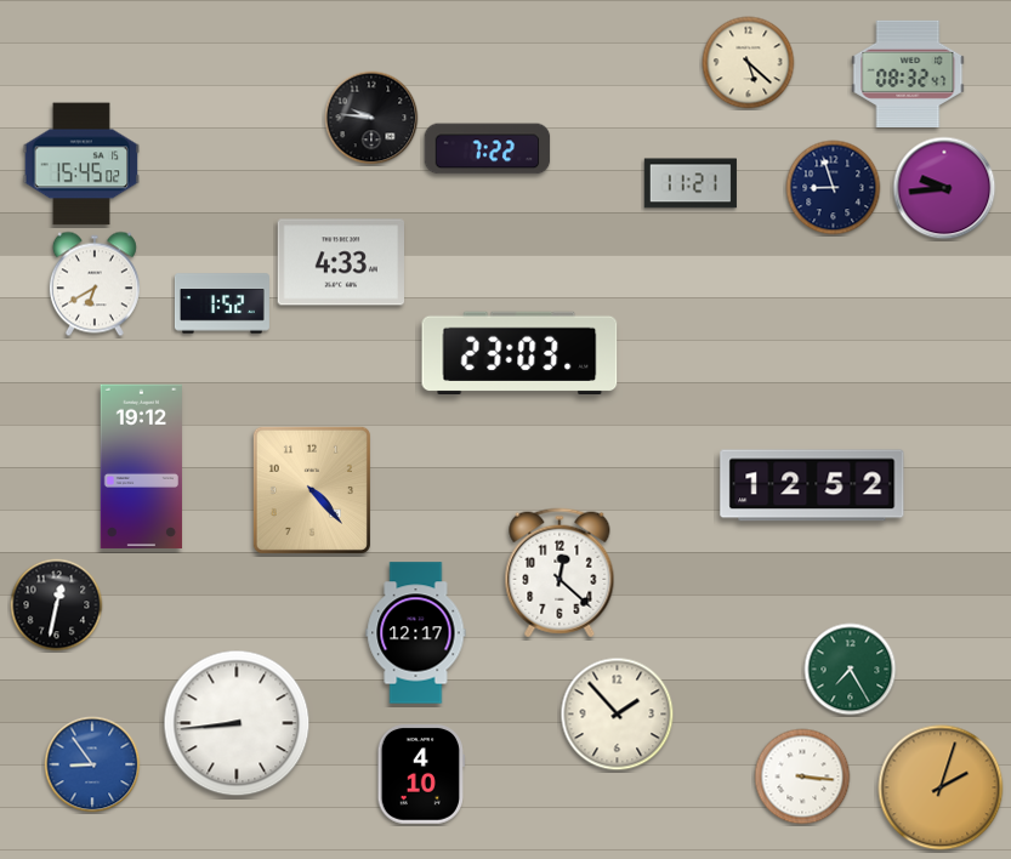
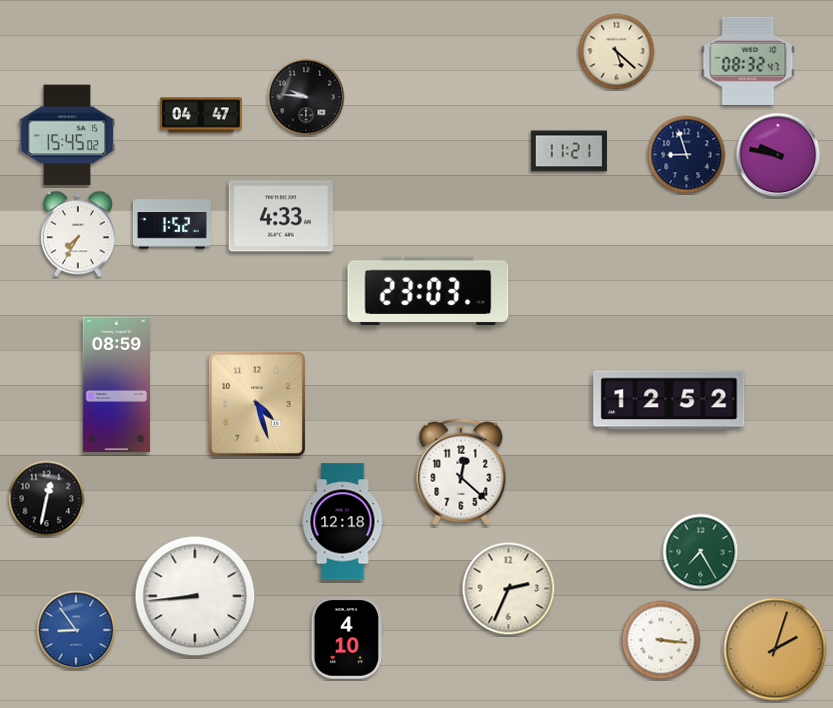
clock at (201, 115): none -> 04:47
clock at (488, 149): 7:22 -> none
clock at (944, 188): 9:44 -> 9:47
clock at (95, 284): 6:40 -> 7:35
clock at (222, 303) position: (222, 303) -> (172, 224)
clock at (141, 467): 19:12 -> 08:59
clock at (312, 490): 4:23 -> 4:27
clock at (416, 633): 12:17 -> 12:18
clock at (618, 715): 1:53 -> 2:34
